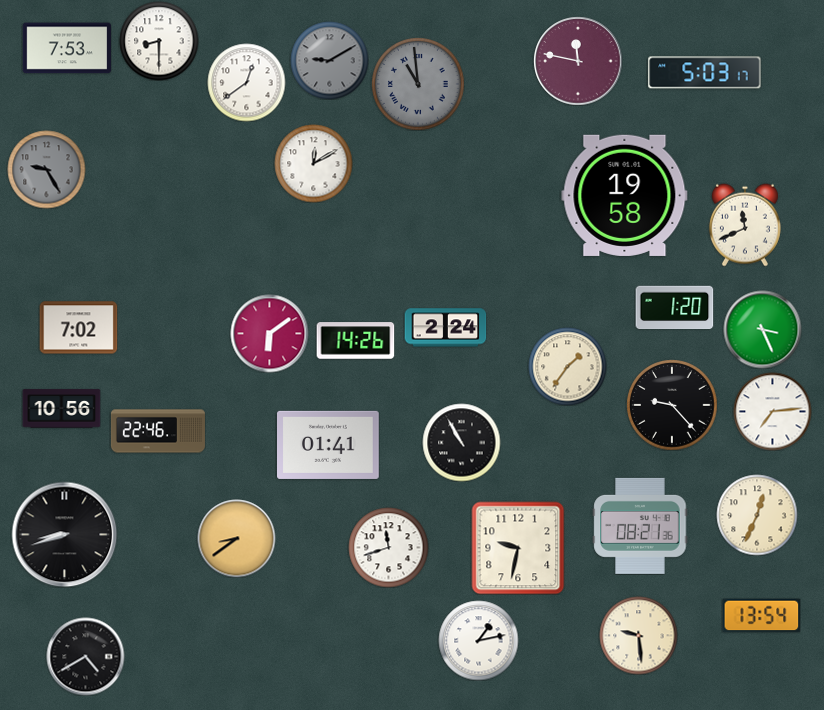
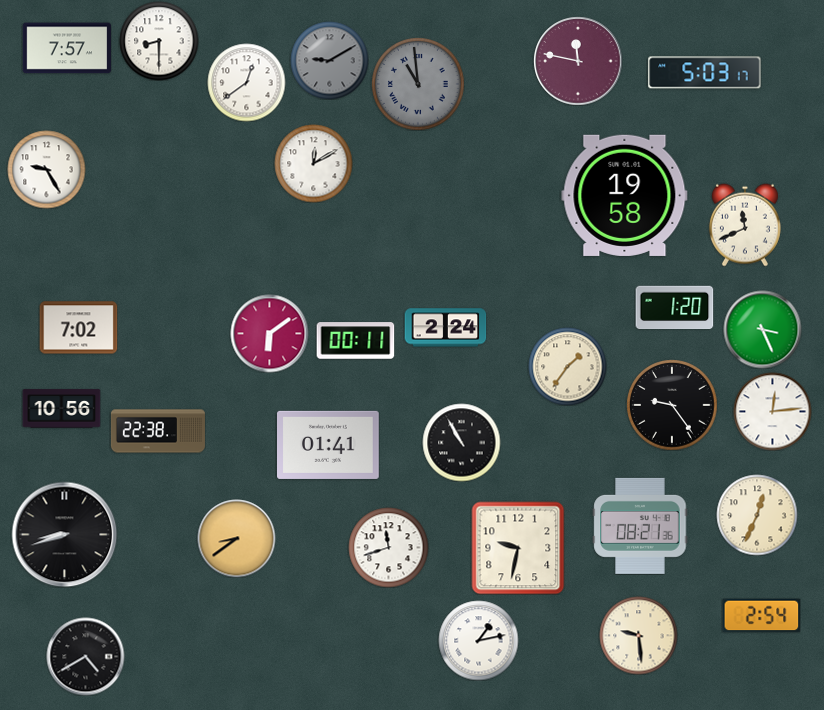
clock at (66, 48): 7:53 -> 7:57
clock at (46, 169) dial: grey -> white
clock at (355, 341): 14:26 -> 00:11
clock at (672, 405): 9:23 -> 9:24
clock at (772, 411): 7:14 -> 12:14
clock at (158, 431): 22:46 -> 22:38
clock at (761, 616): 13:54 -> 2:54
